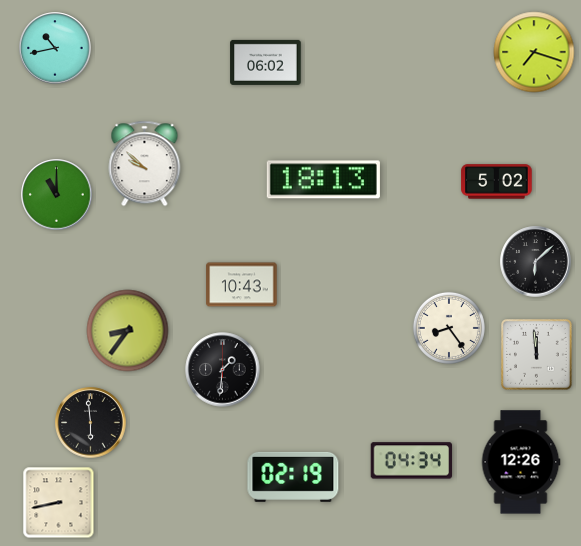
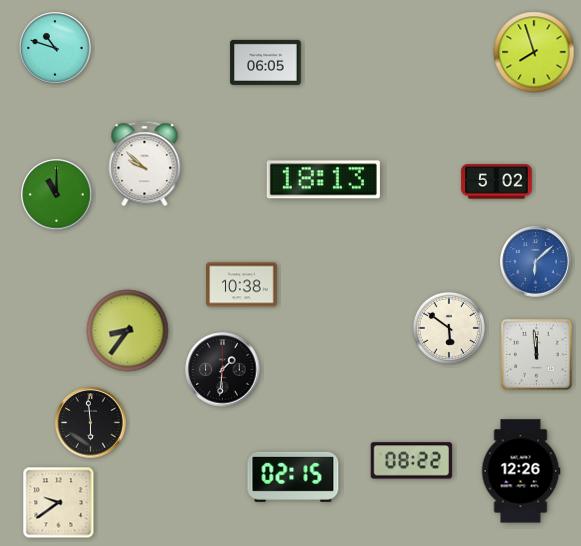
clock at (55, 48): 10:43 -> 10:48
clock at (534, 52): 7:18 -> 7:57
clock at (266, 62): 06:02 -> 06:05
clock at (536, 262) dial: black -> blue
clock at (242, 285): 10:43 -> 10:38
clock at (449, 328): 8:24 -> 5:51
clock at (412, 461): 04:34 -> 08:22
clock at (521, 462) position: (521, 462) -> (521, 471)
clock at (293, 477): 02:19 -> 02:15
clock at (59, 503): 8:43 -> 9:39
